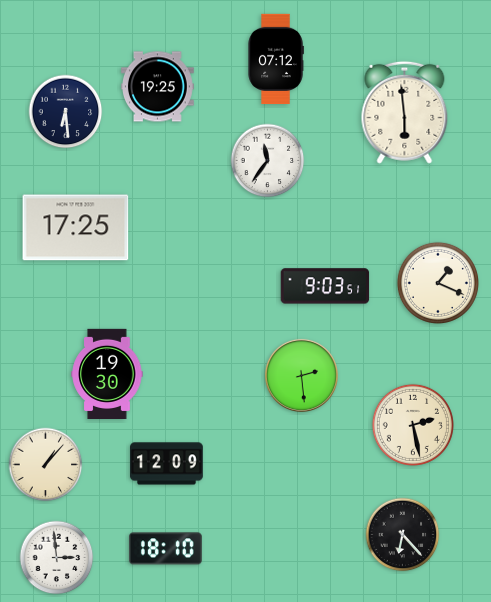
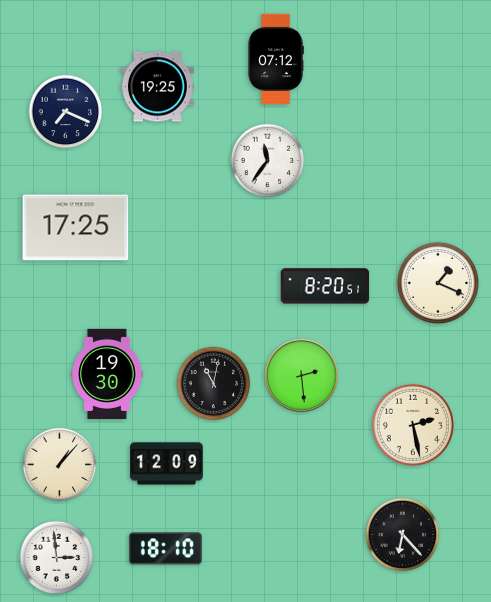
clock at (66, 112): 6:29 -> 7:19
clock at (405, 112): 5:59 -> none
clock at (325, 286): 9:03 -> 8:20
clock at (214, 384): none -> 11:02
clock at (46, 465) position: (46, 465) -> (60, 465)
